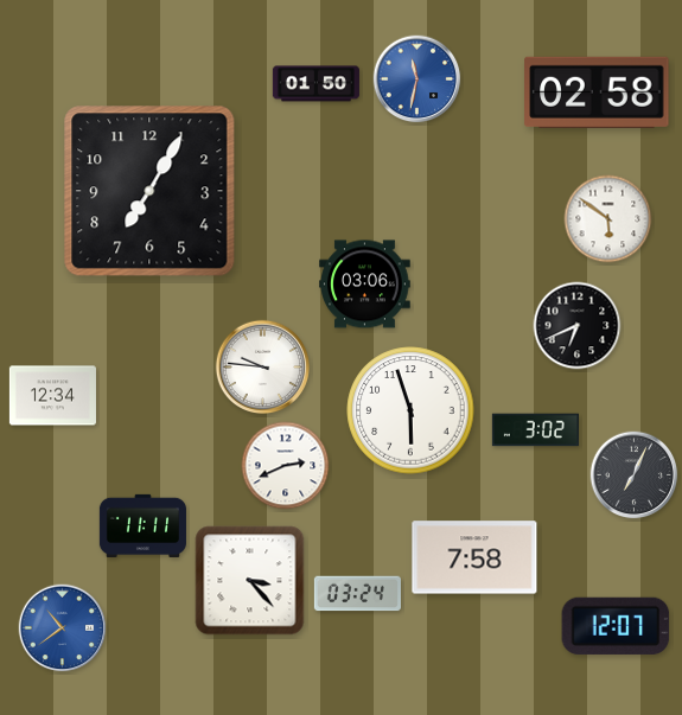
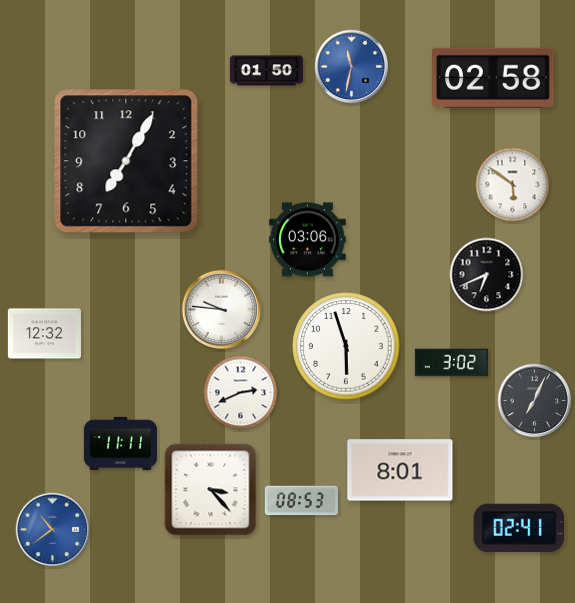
clock at (597, 92) position: (597, 92) -> (493, 78)
clock at (52, 396): 12:34 -> 12:32
clock at (474, 557): 7:58 -> 8:01
clock at (357, 594): 03:24 -> 08:53
clock at (616, 626): 12:07 -> 02:41
